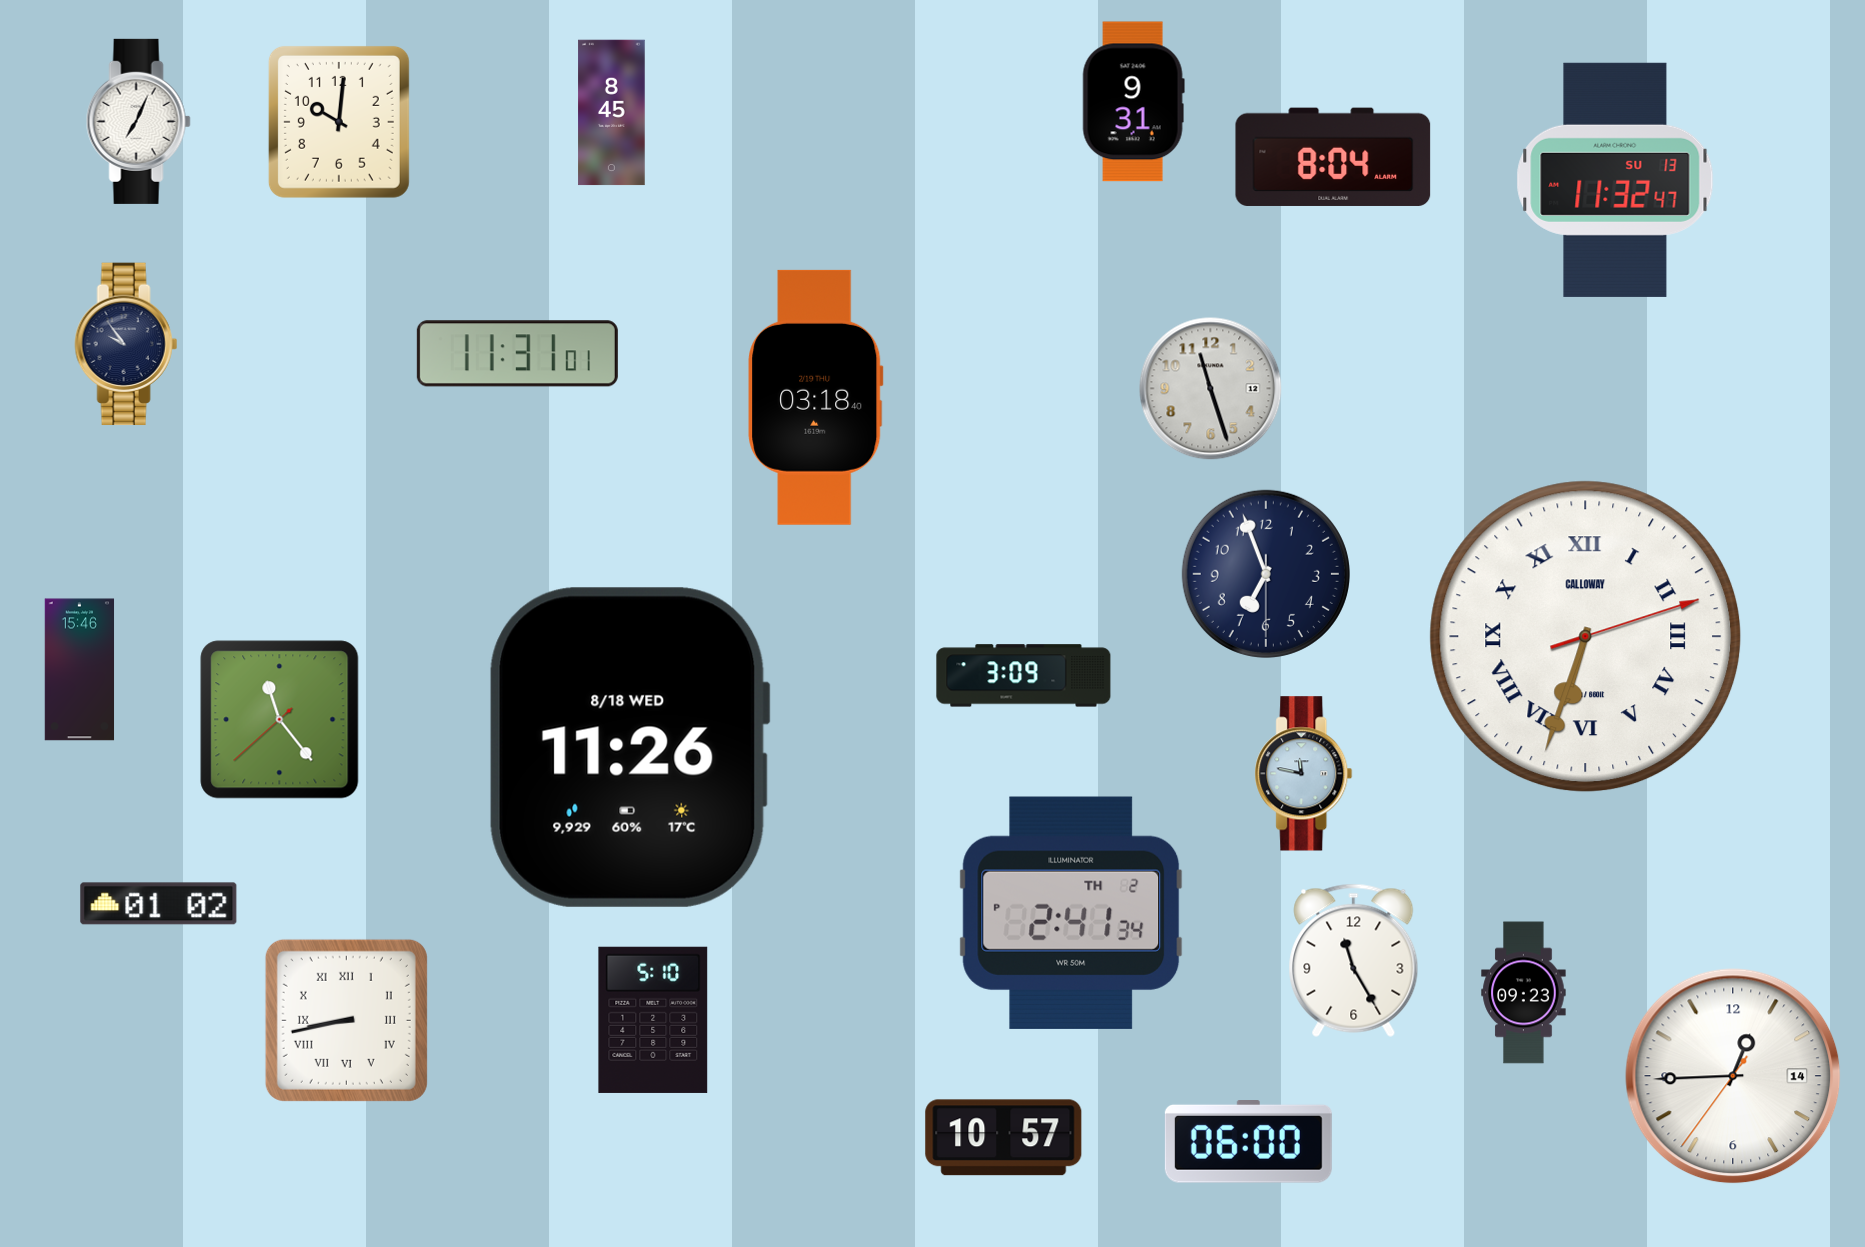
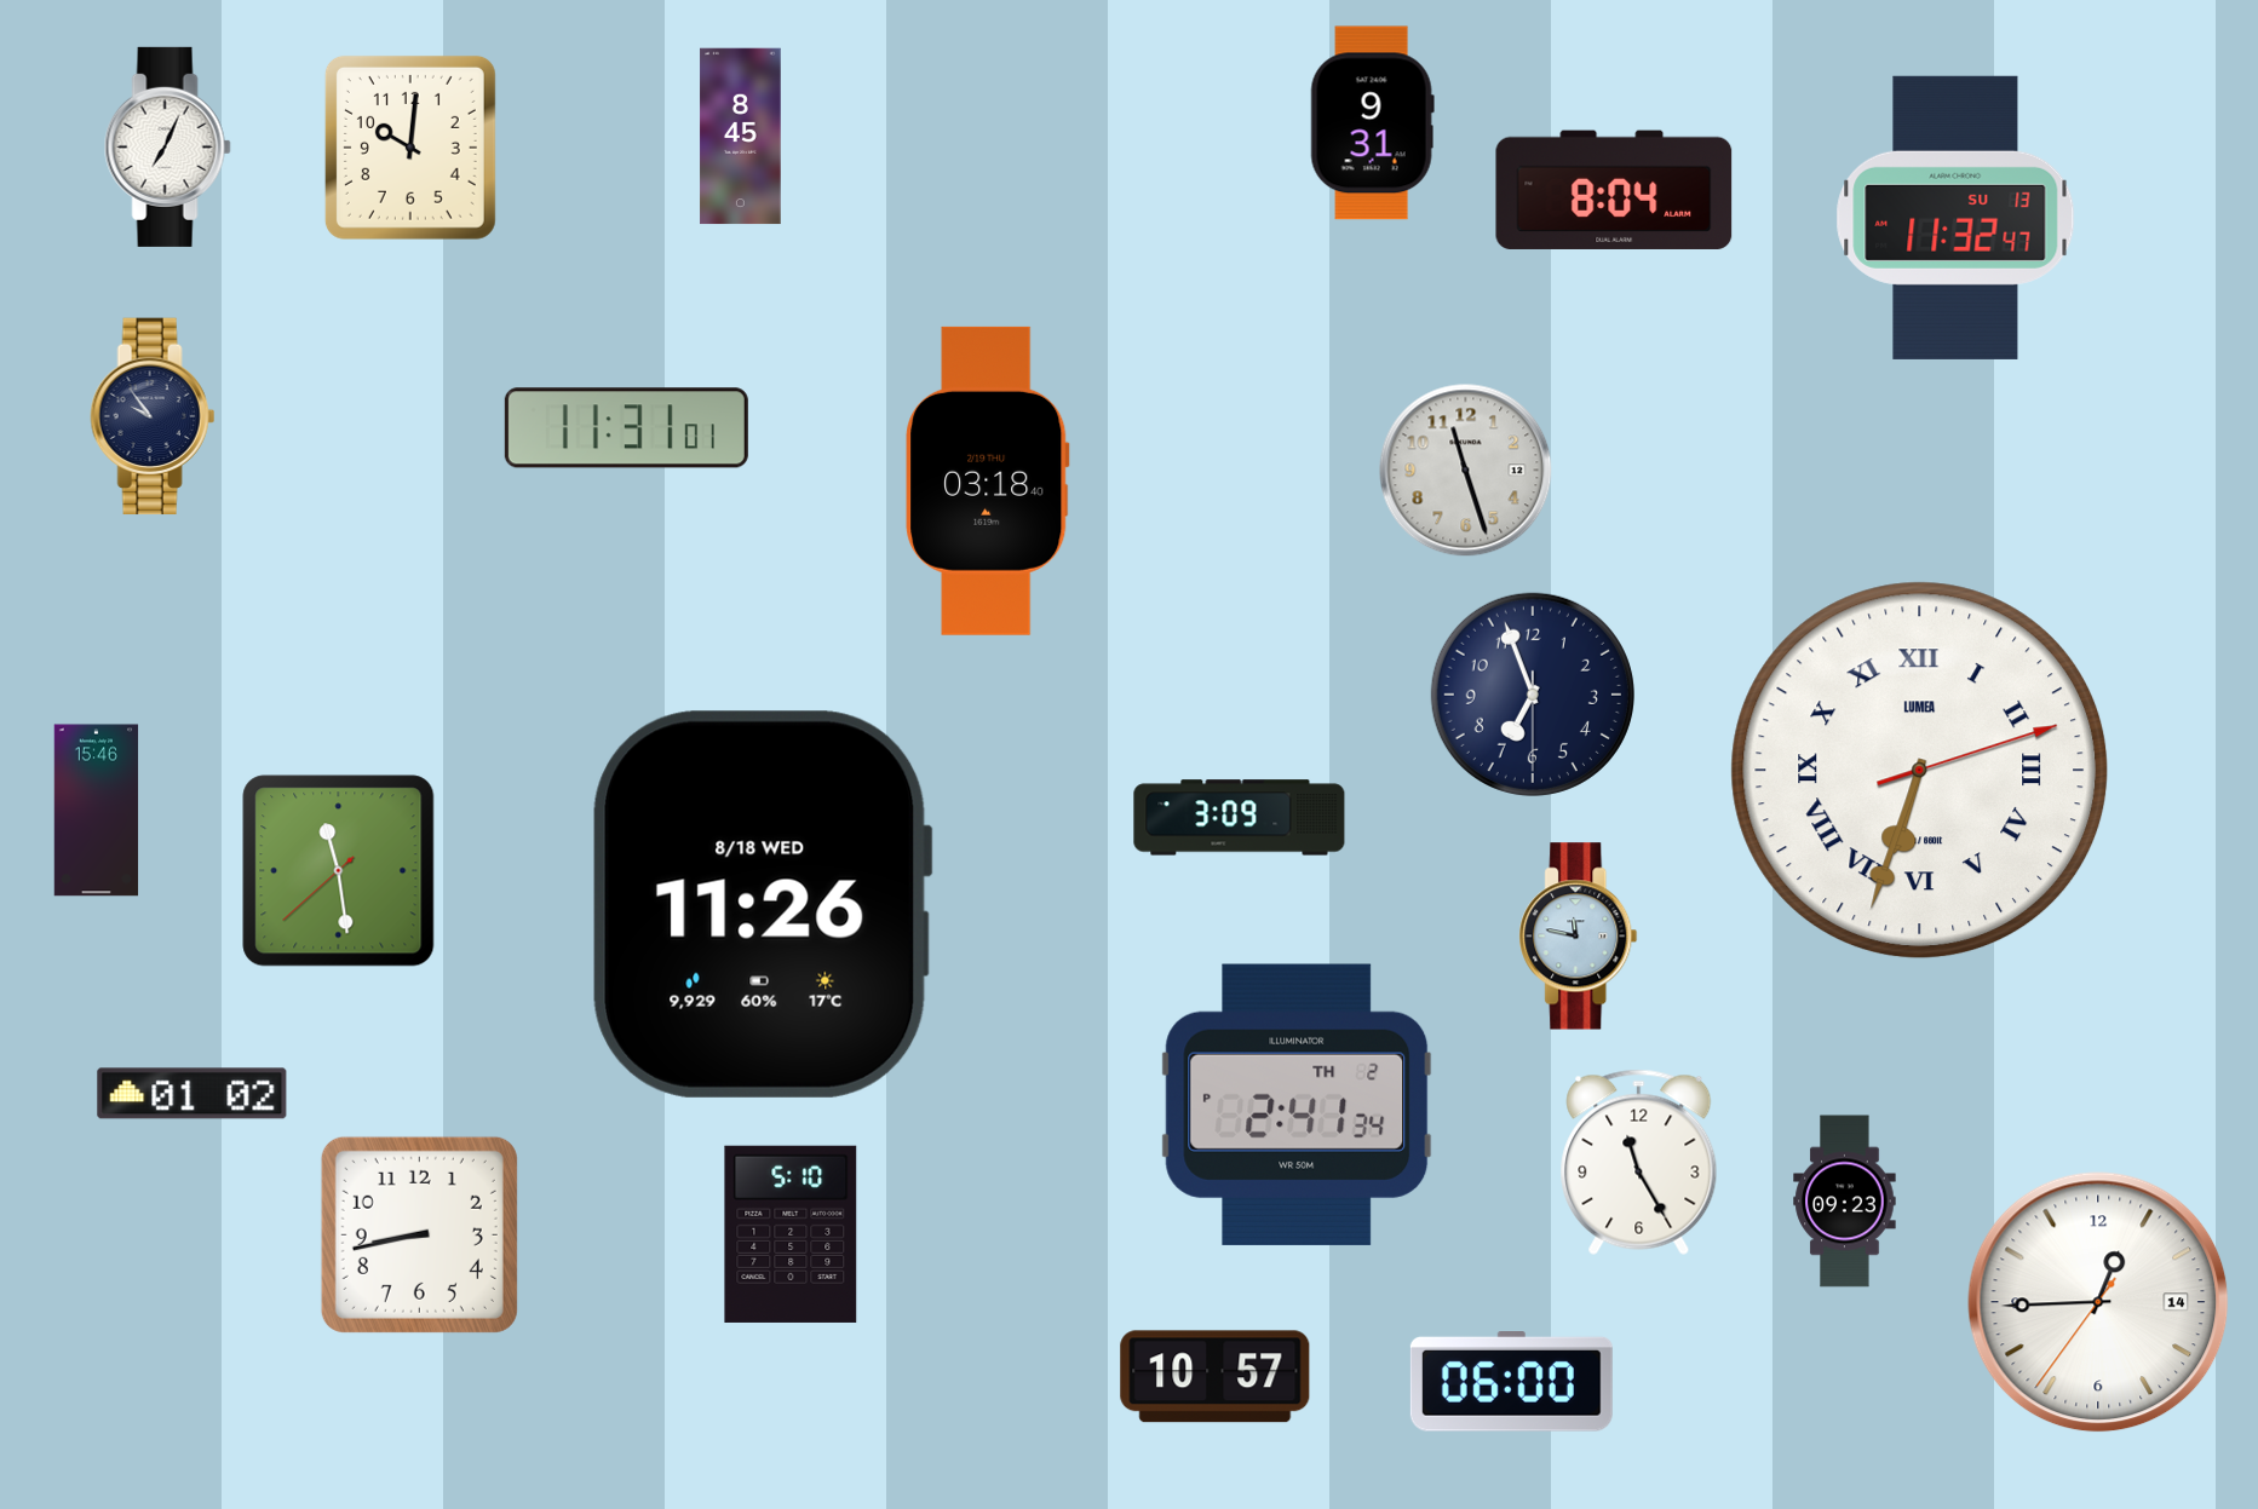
clock at (1586, 637) brand: CALLOWAY -> LUMEA
clock at (280, 720): 11:23 -> 11:28
clock at (346, 1020) numerals: Roman -> Arabic
